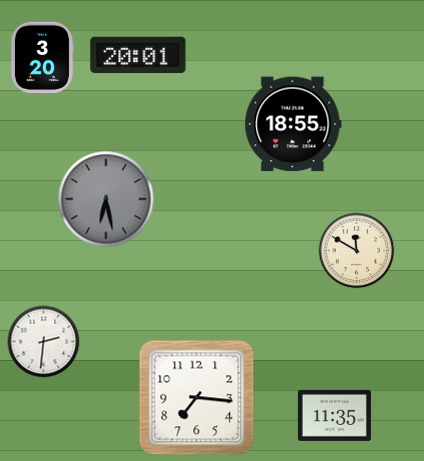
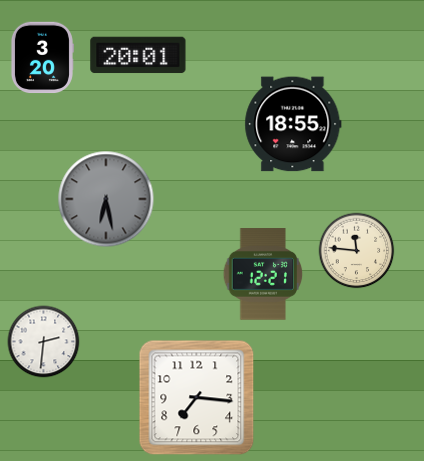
clock at (357, 251): 11:50 -> 11:46
clock at (263, 274): none -> 12:21
clock at (334, 415): 11:35 -> none
